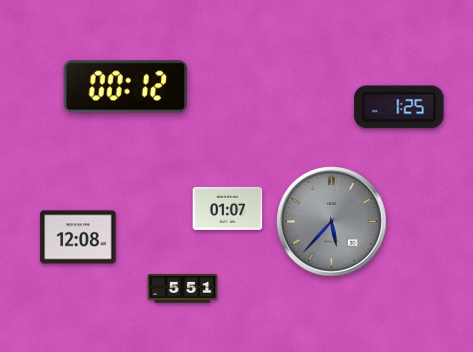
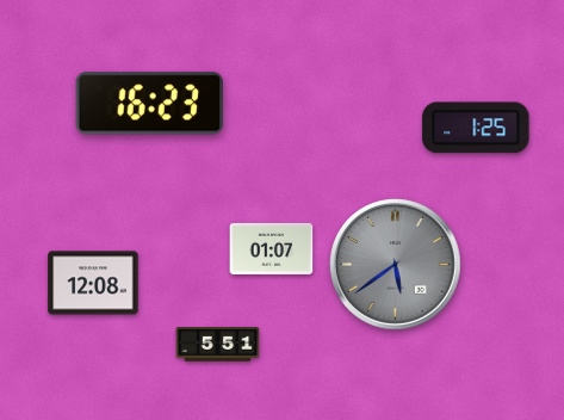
clock at (125, 87): 00:12 -> 16:23
clock at (332, 222): 5:37 -> 5:39
